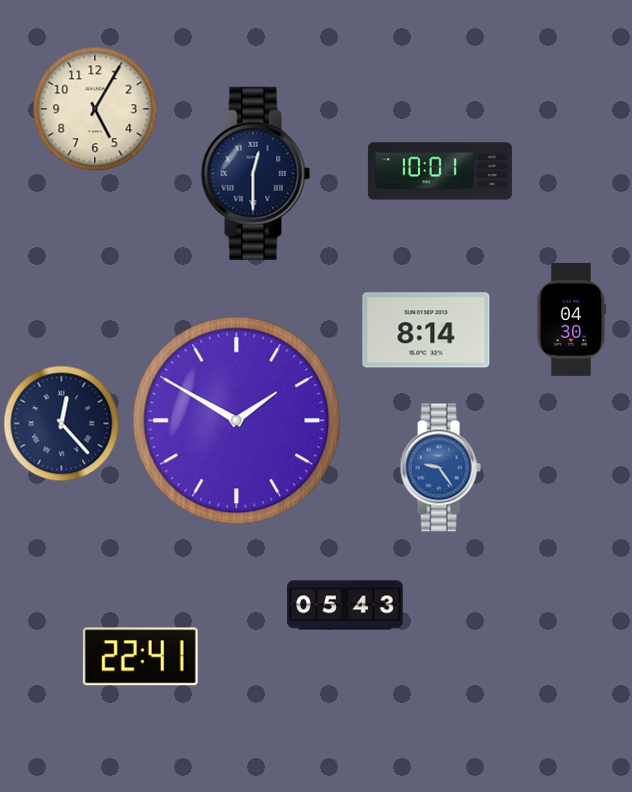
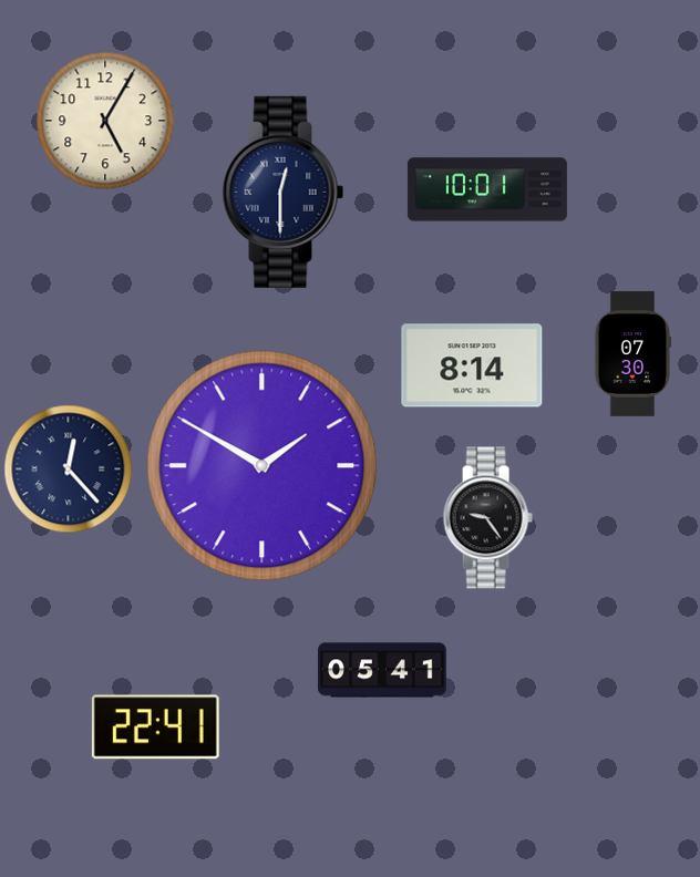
clock at (570, 319): 04:30 -> 07:30
clock at (440, 468) dial: blue -> black
clock at (345, 605): 05:43 -> 05:41
